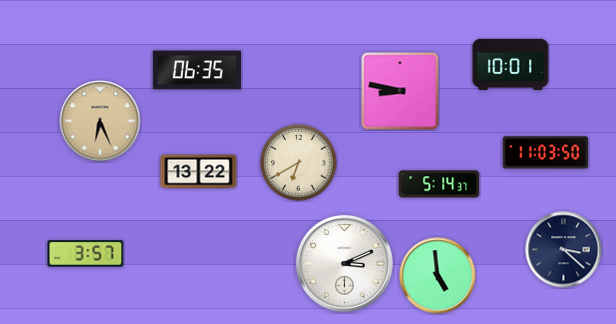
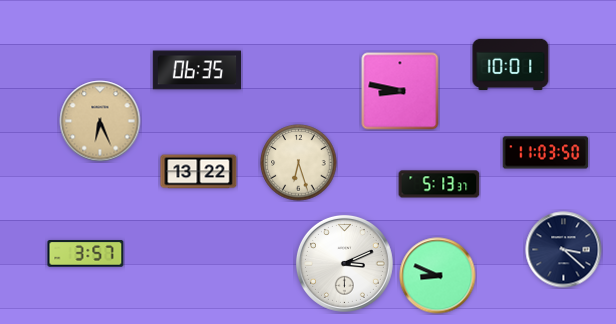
clock at (299, 163): 6:40 -> 6:27
clock at (439, 184): 5:14 -> 5:13
clock at (438, 276): 4:59 -> 8:49
